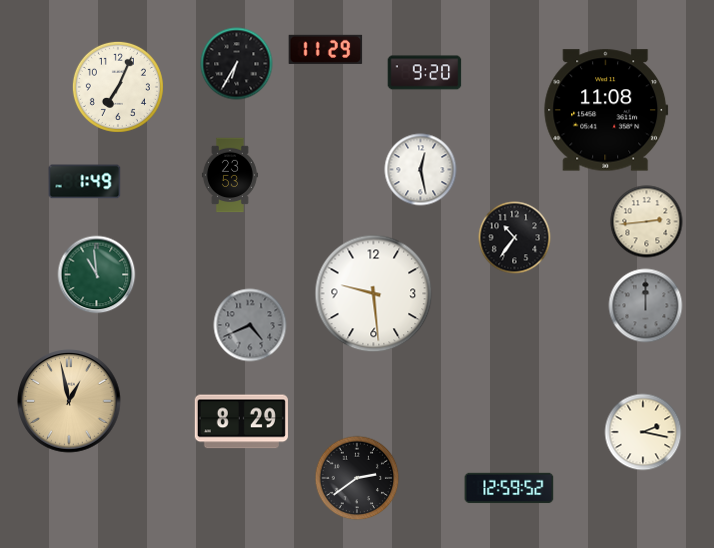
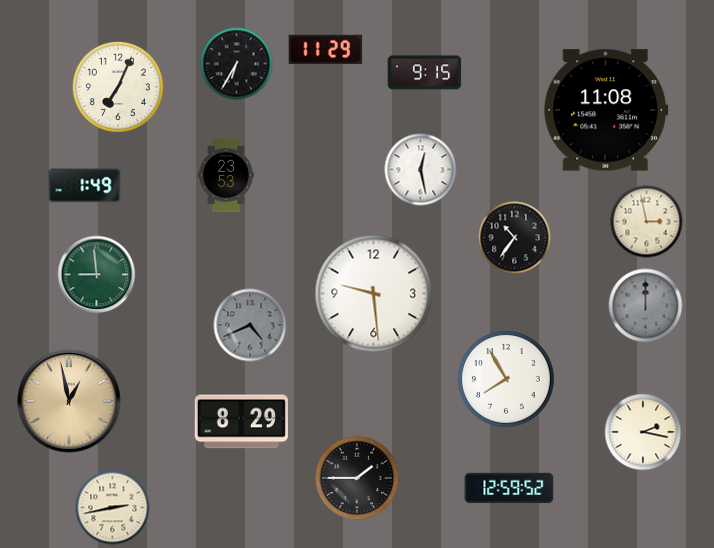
clock at (425, 73): 9:20 -> 9:15
clock at (230, 175) position: (230, 175) -> (226, 175)
clock at (85, 182) position: (85, 182) -> (85, 186)
clock at (647, 222): 2:44 -> 2:58
clock at (97, 275): 10:59 -> 8:59
clock at (506, 379): none -> 7:55
clock at (357, 478): 2:39 -> 1:45
clock at (113, 508): none -> 2:43
